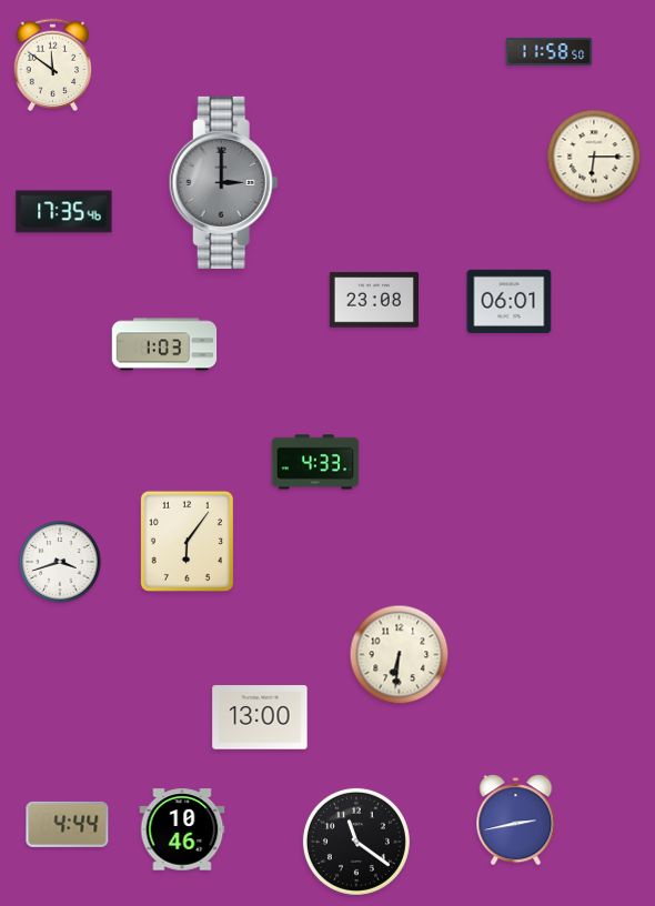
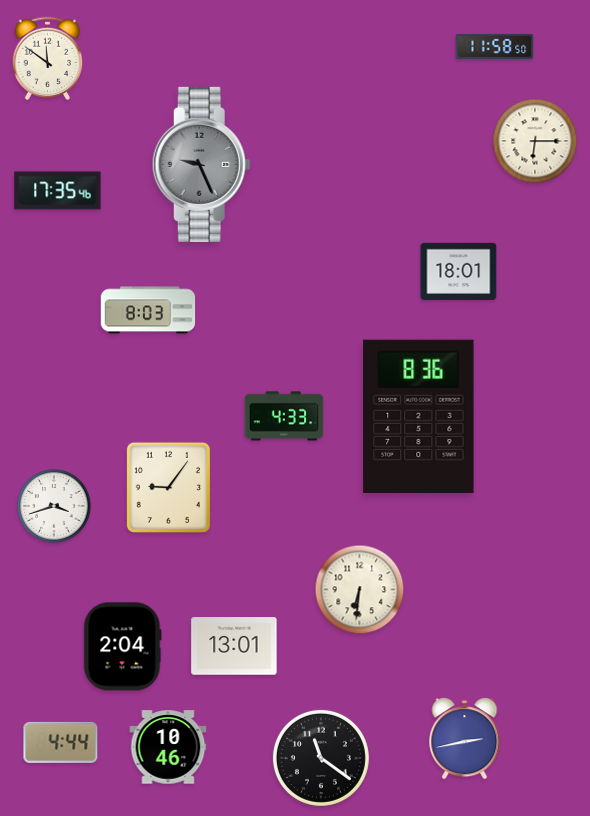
clock at (223, 182): 3:00 -> 9:26
clock at (373, 300): 23:08 -> none
clock at (510, 301): 06:01 -> 18:01
clock at (164, 344): 1:03 -> 8:03
clock at (419, 416): none -> 8:36
clock at (187, 541): 6:06 -> 9:06
clock at (260, 717): 13:00 -> 13:01
clock at (123, 647): none -> 2:04
clock at (182, 829) position: (182, 829) -> (168, 747)
